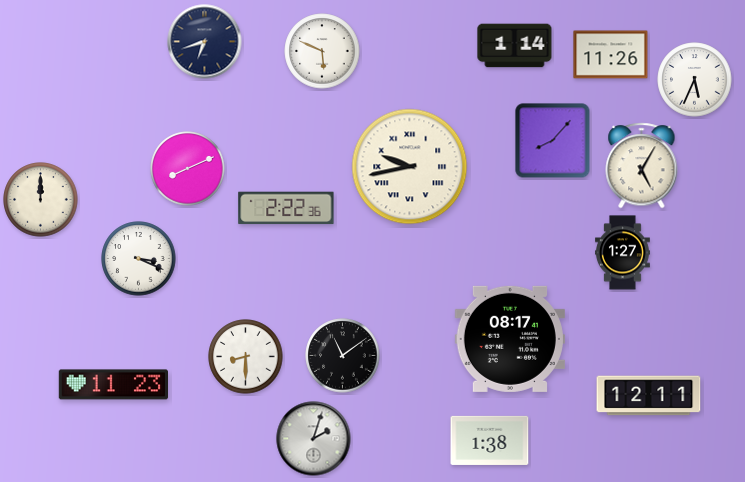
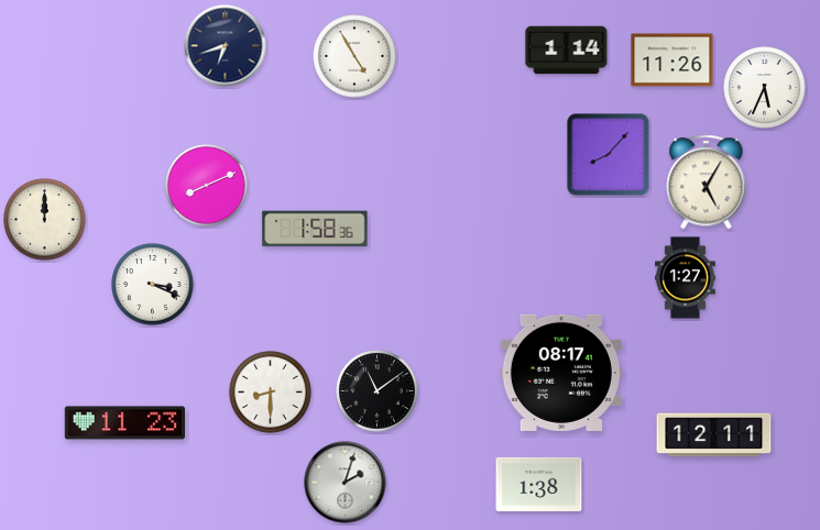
clock at (322, 51): 5:49 -> 4:55
clock at (410, 167): 9:43 -> none
clock at (286, 208): 2:22 -> 1:58
